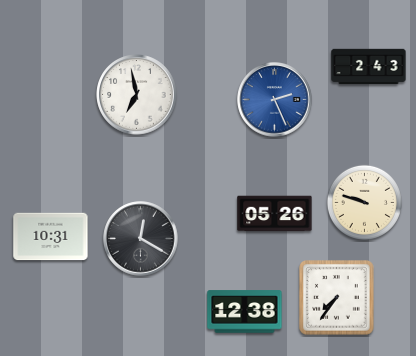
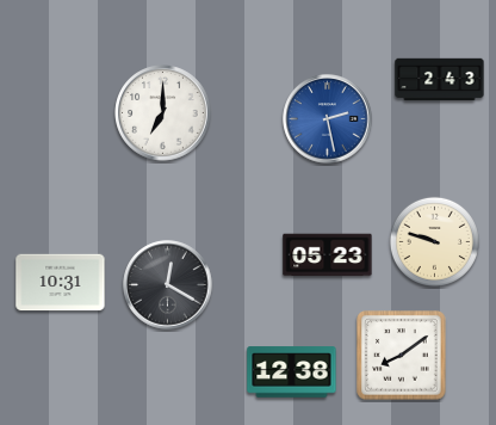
clock at (137, 95): 6:58 -> 7:00
clock at (275, 100): 2:26 -> 2:28
clock at (275, 214): 05:26 -> 05:23
clock at (337, 298): 7:36 -> 8:09
